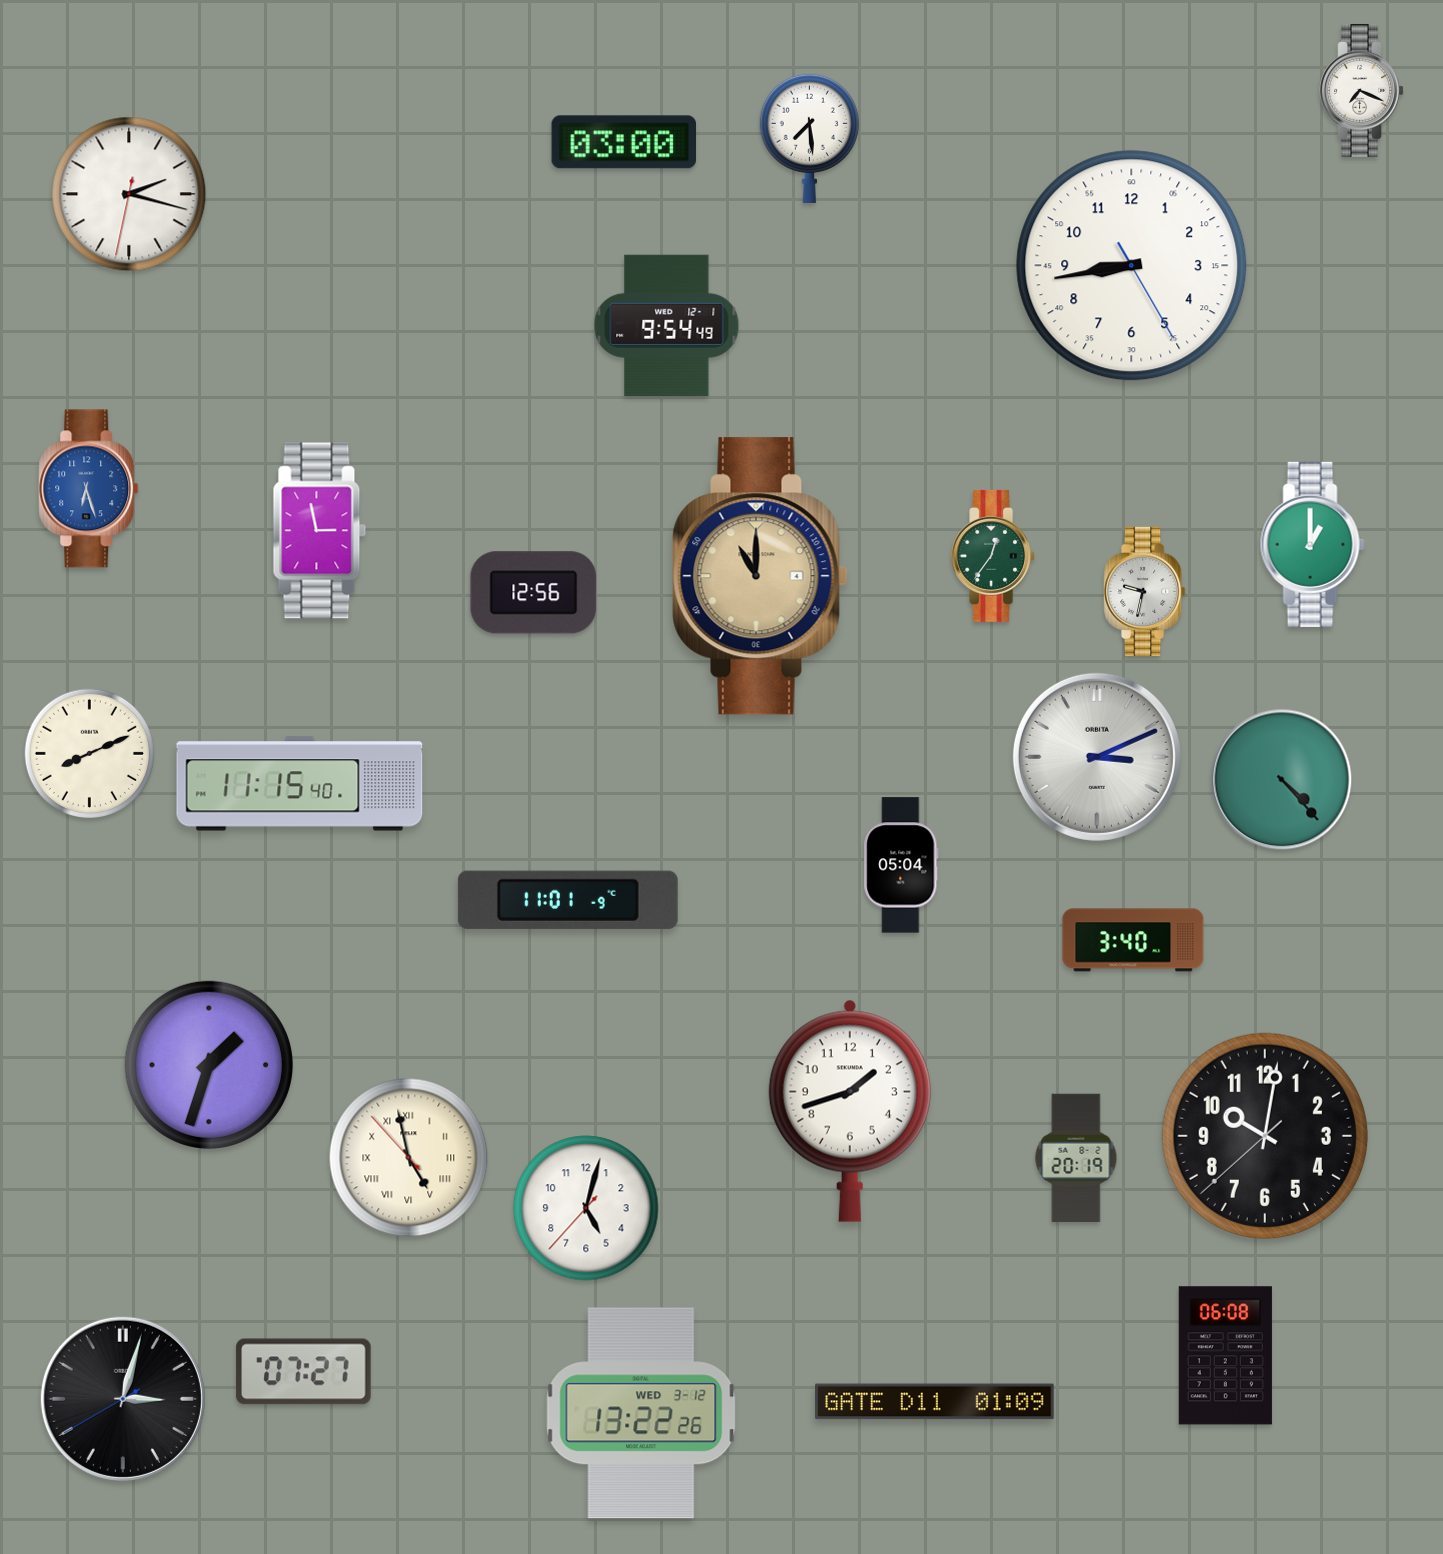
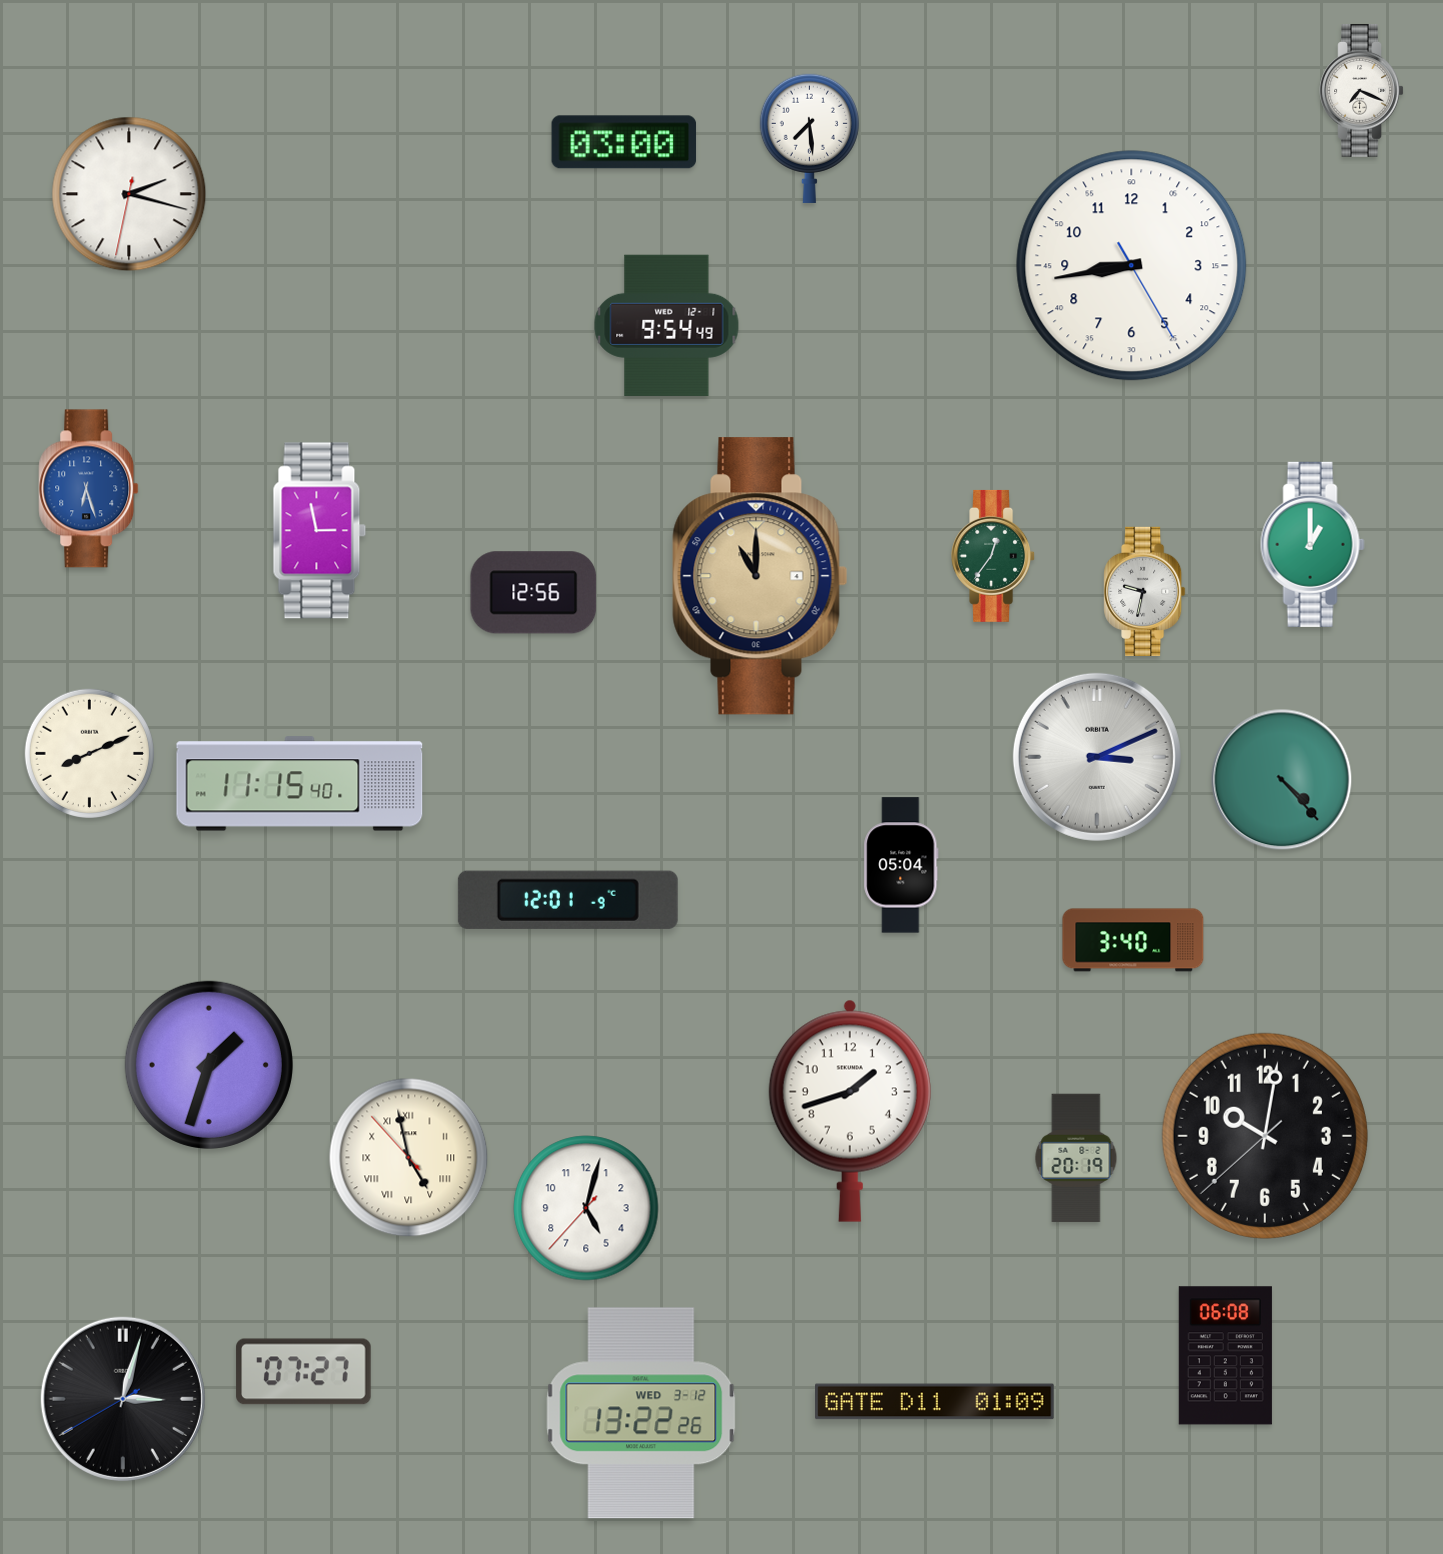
clock at (568, 900): 11:01 -> 12:01
